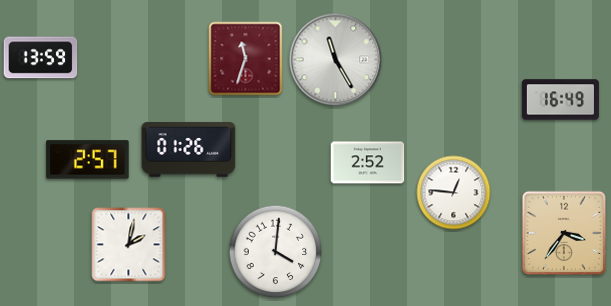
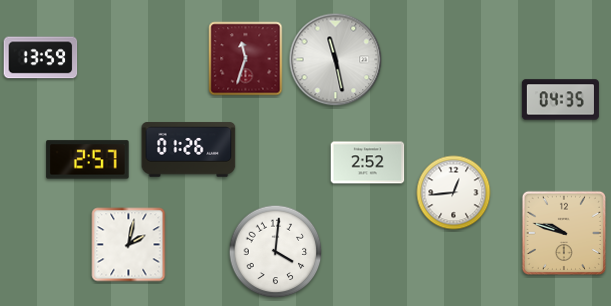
clock at (336, 60): 11:25 -> 11:28
clock at (560, 100): 16:49 -> 04:35
clock at (454, 193): 12:46 -> 12:44
clock at (563, 232): 3:36 -> 9:48
